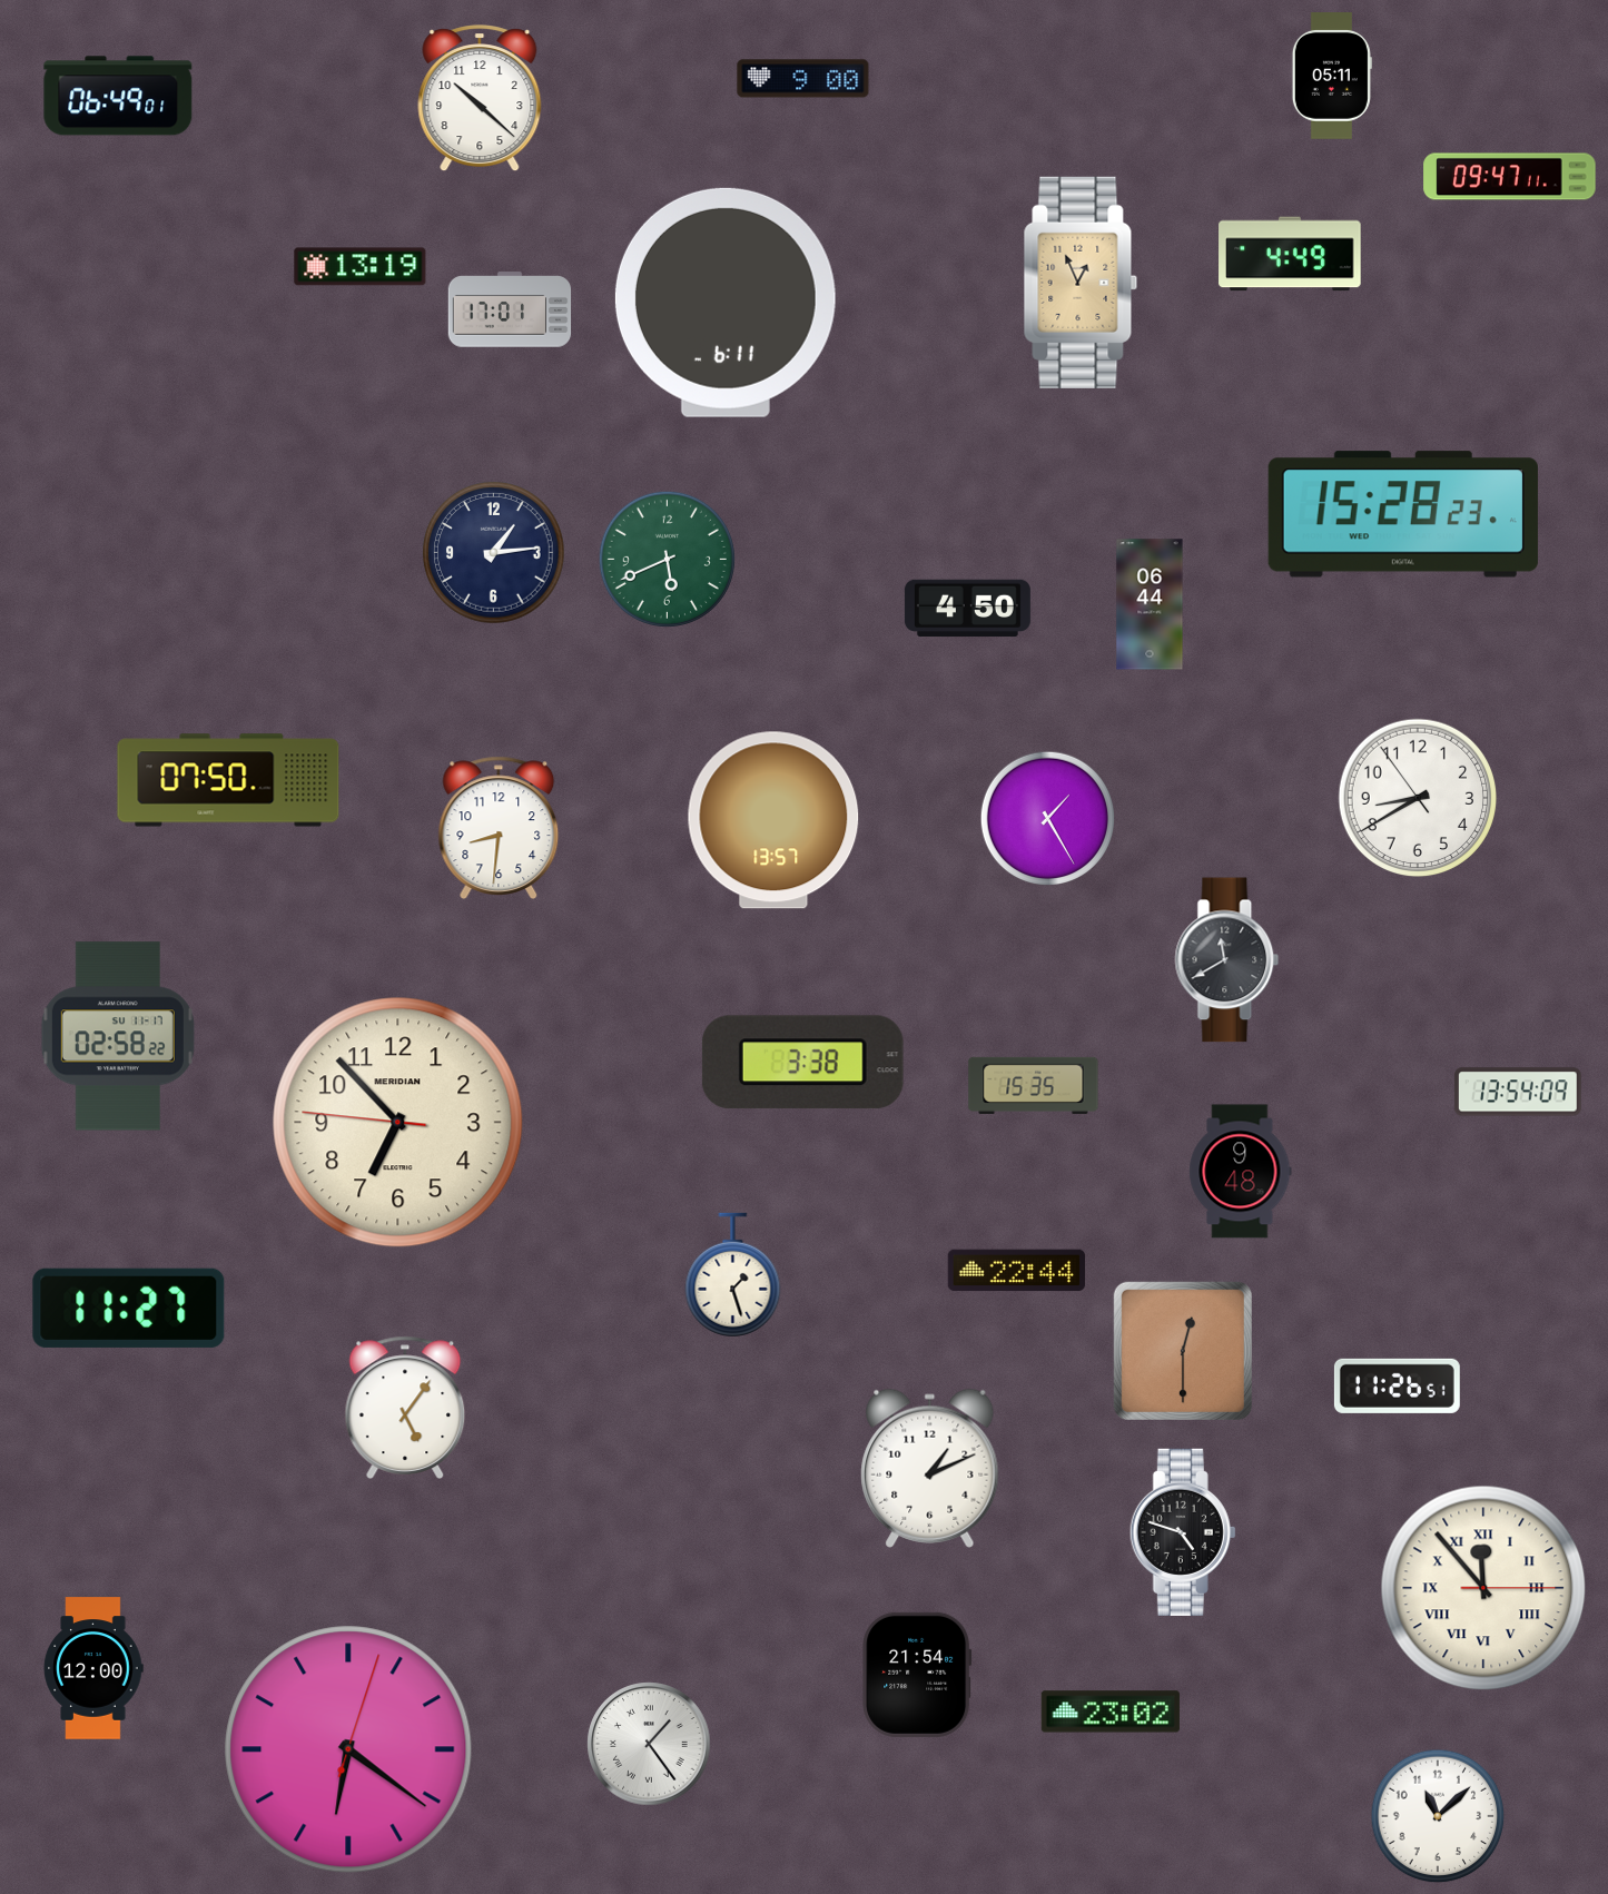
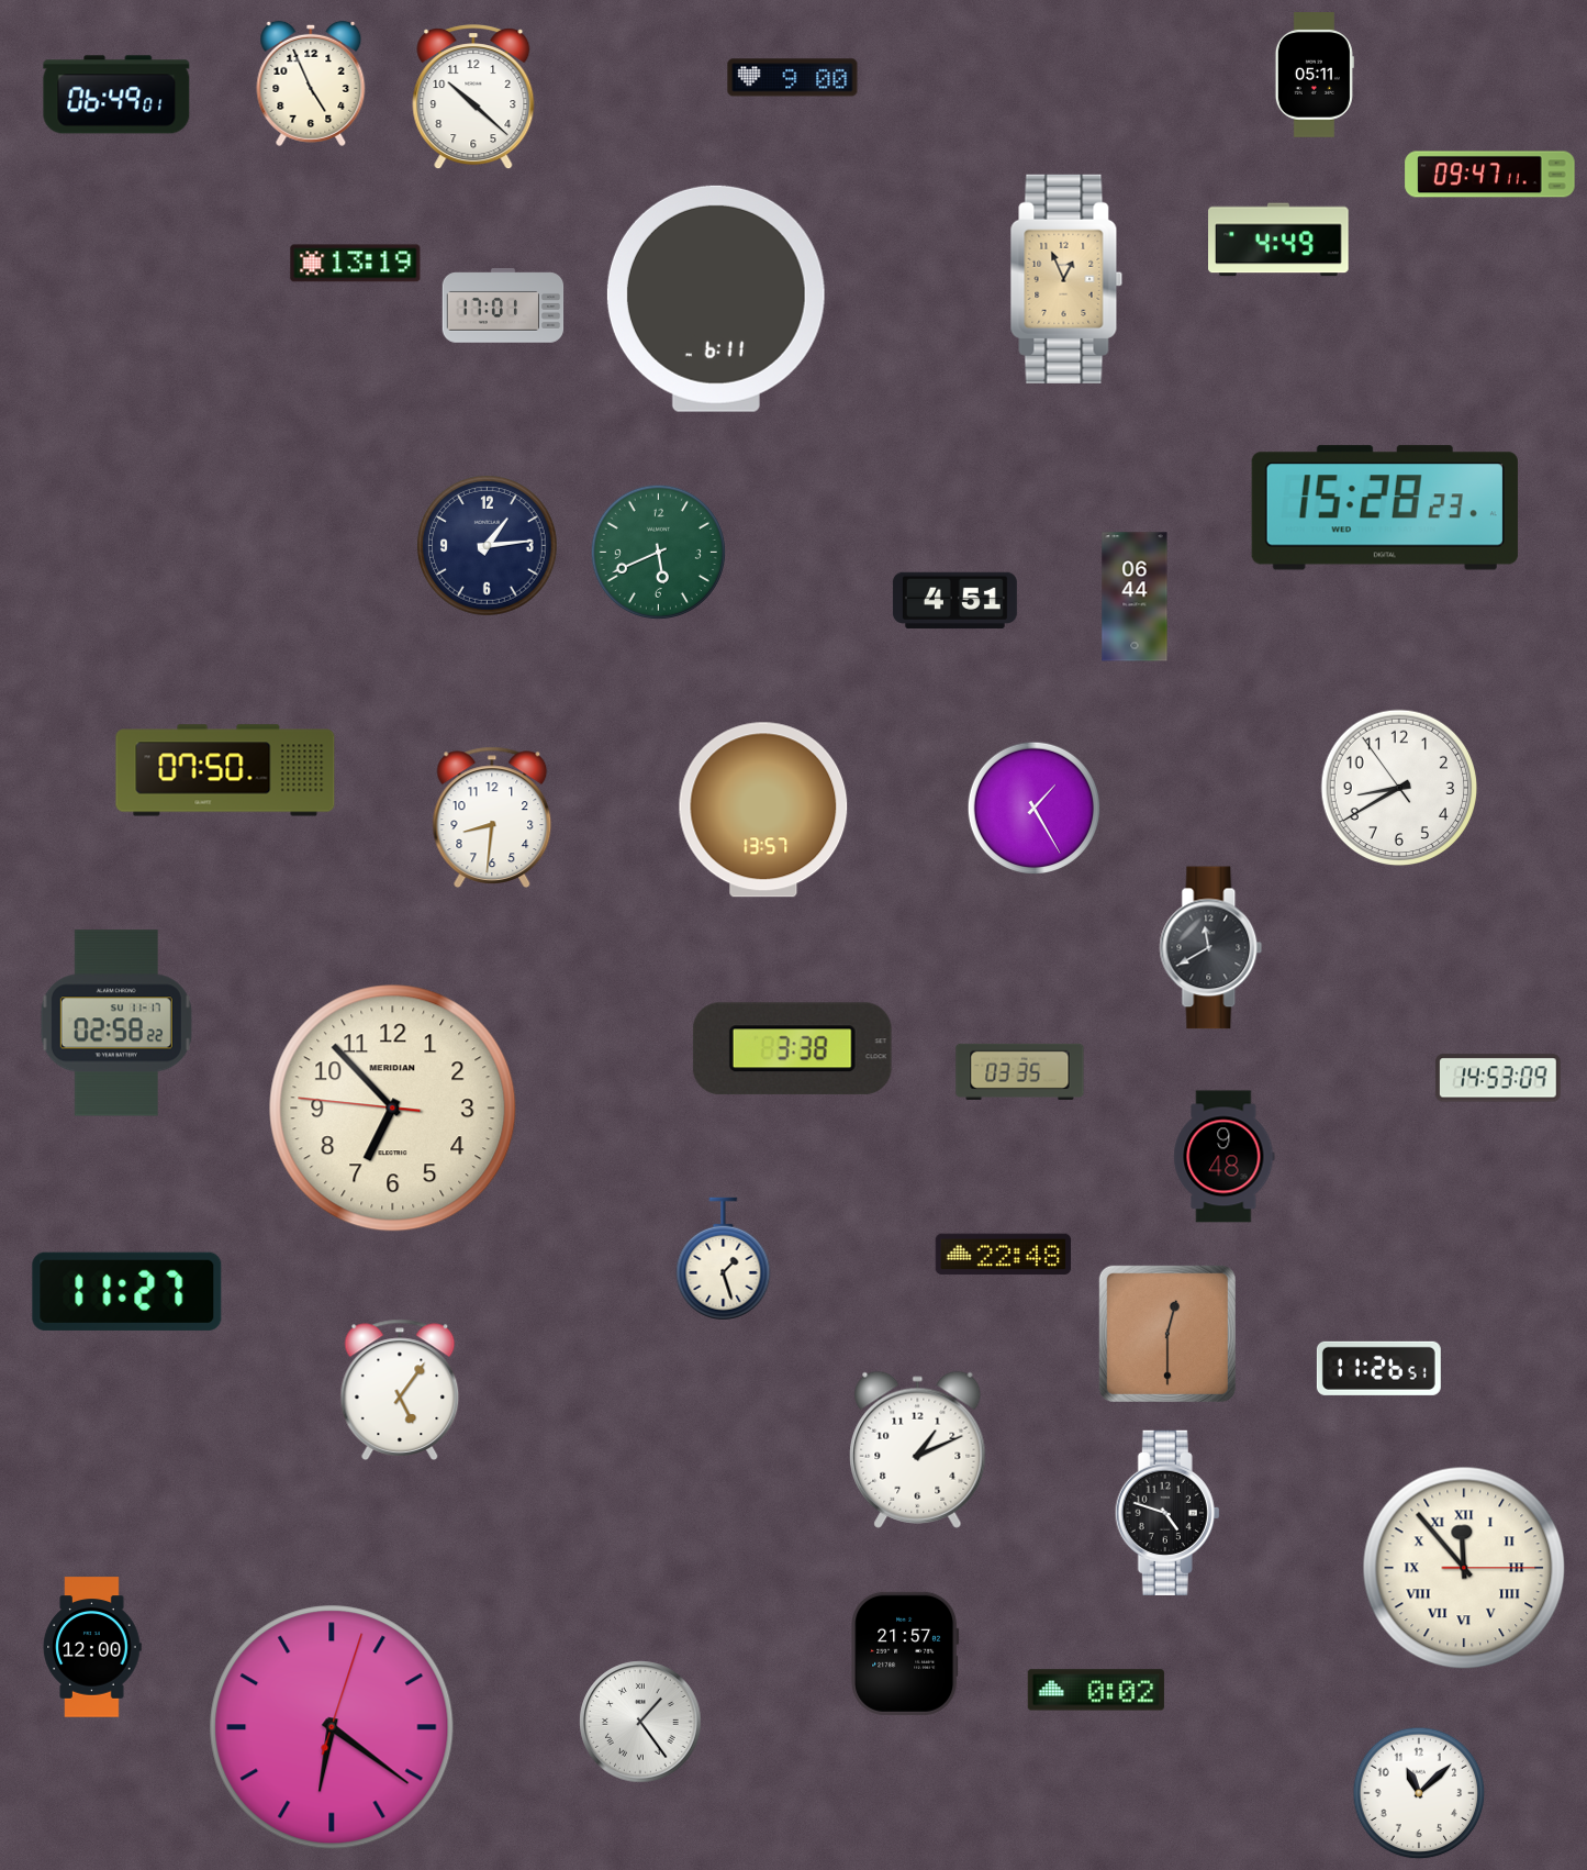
clock at (311, 84): none -> 4:56
clock at (1290, 254) position: (1290, 254) -> (1278, 240)
clock at (967, 609): 4:50 -> 4:51
clock at (1034, 1085): 15:35 -> 03:35
clock at (1518, 1092): 13:54 -> 14:53
clock at (1017, 1271): 22:44 -> 22:48
clock at (917, 1675): 21:54 -> 21:57
clock at (1111, 1711): 23:02 -> 0:02
clock at (348, 1749) position: (348, 1749) -> (332, 1727)
